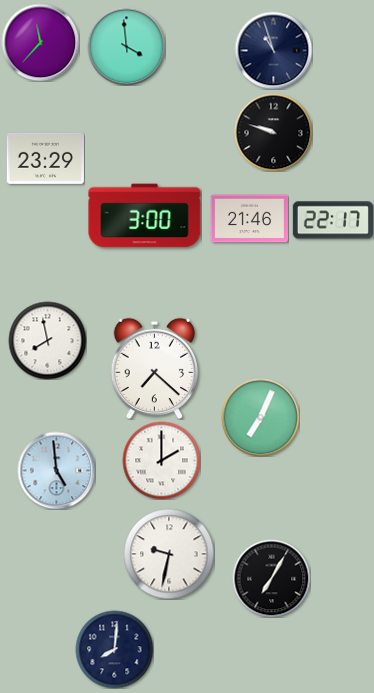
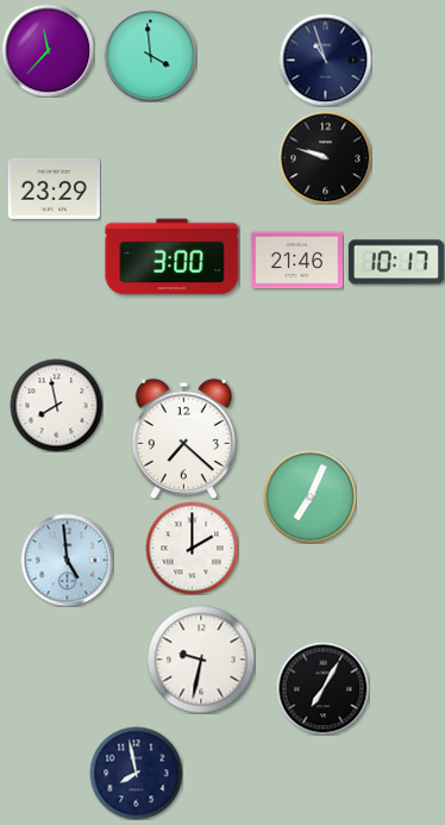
clock at (333, 220): 22:17 -> 10:17
clock at (114, 649): 8:01 -> 7:58
